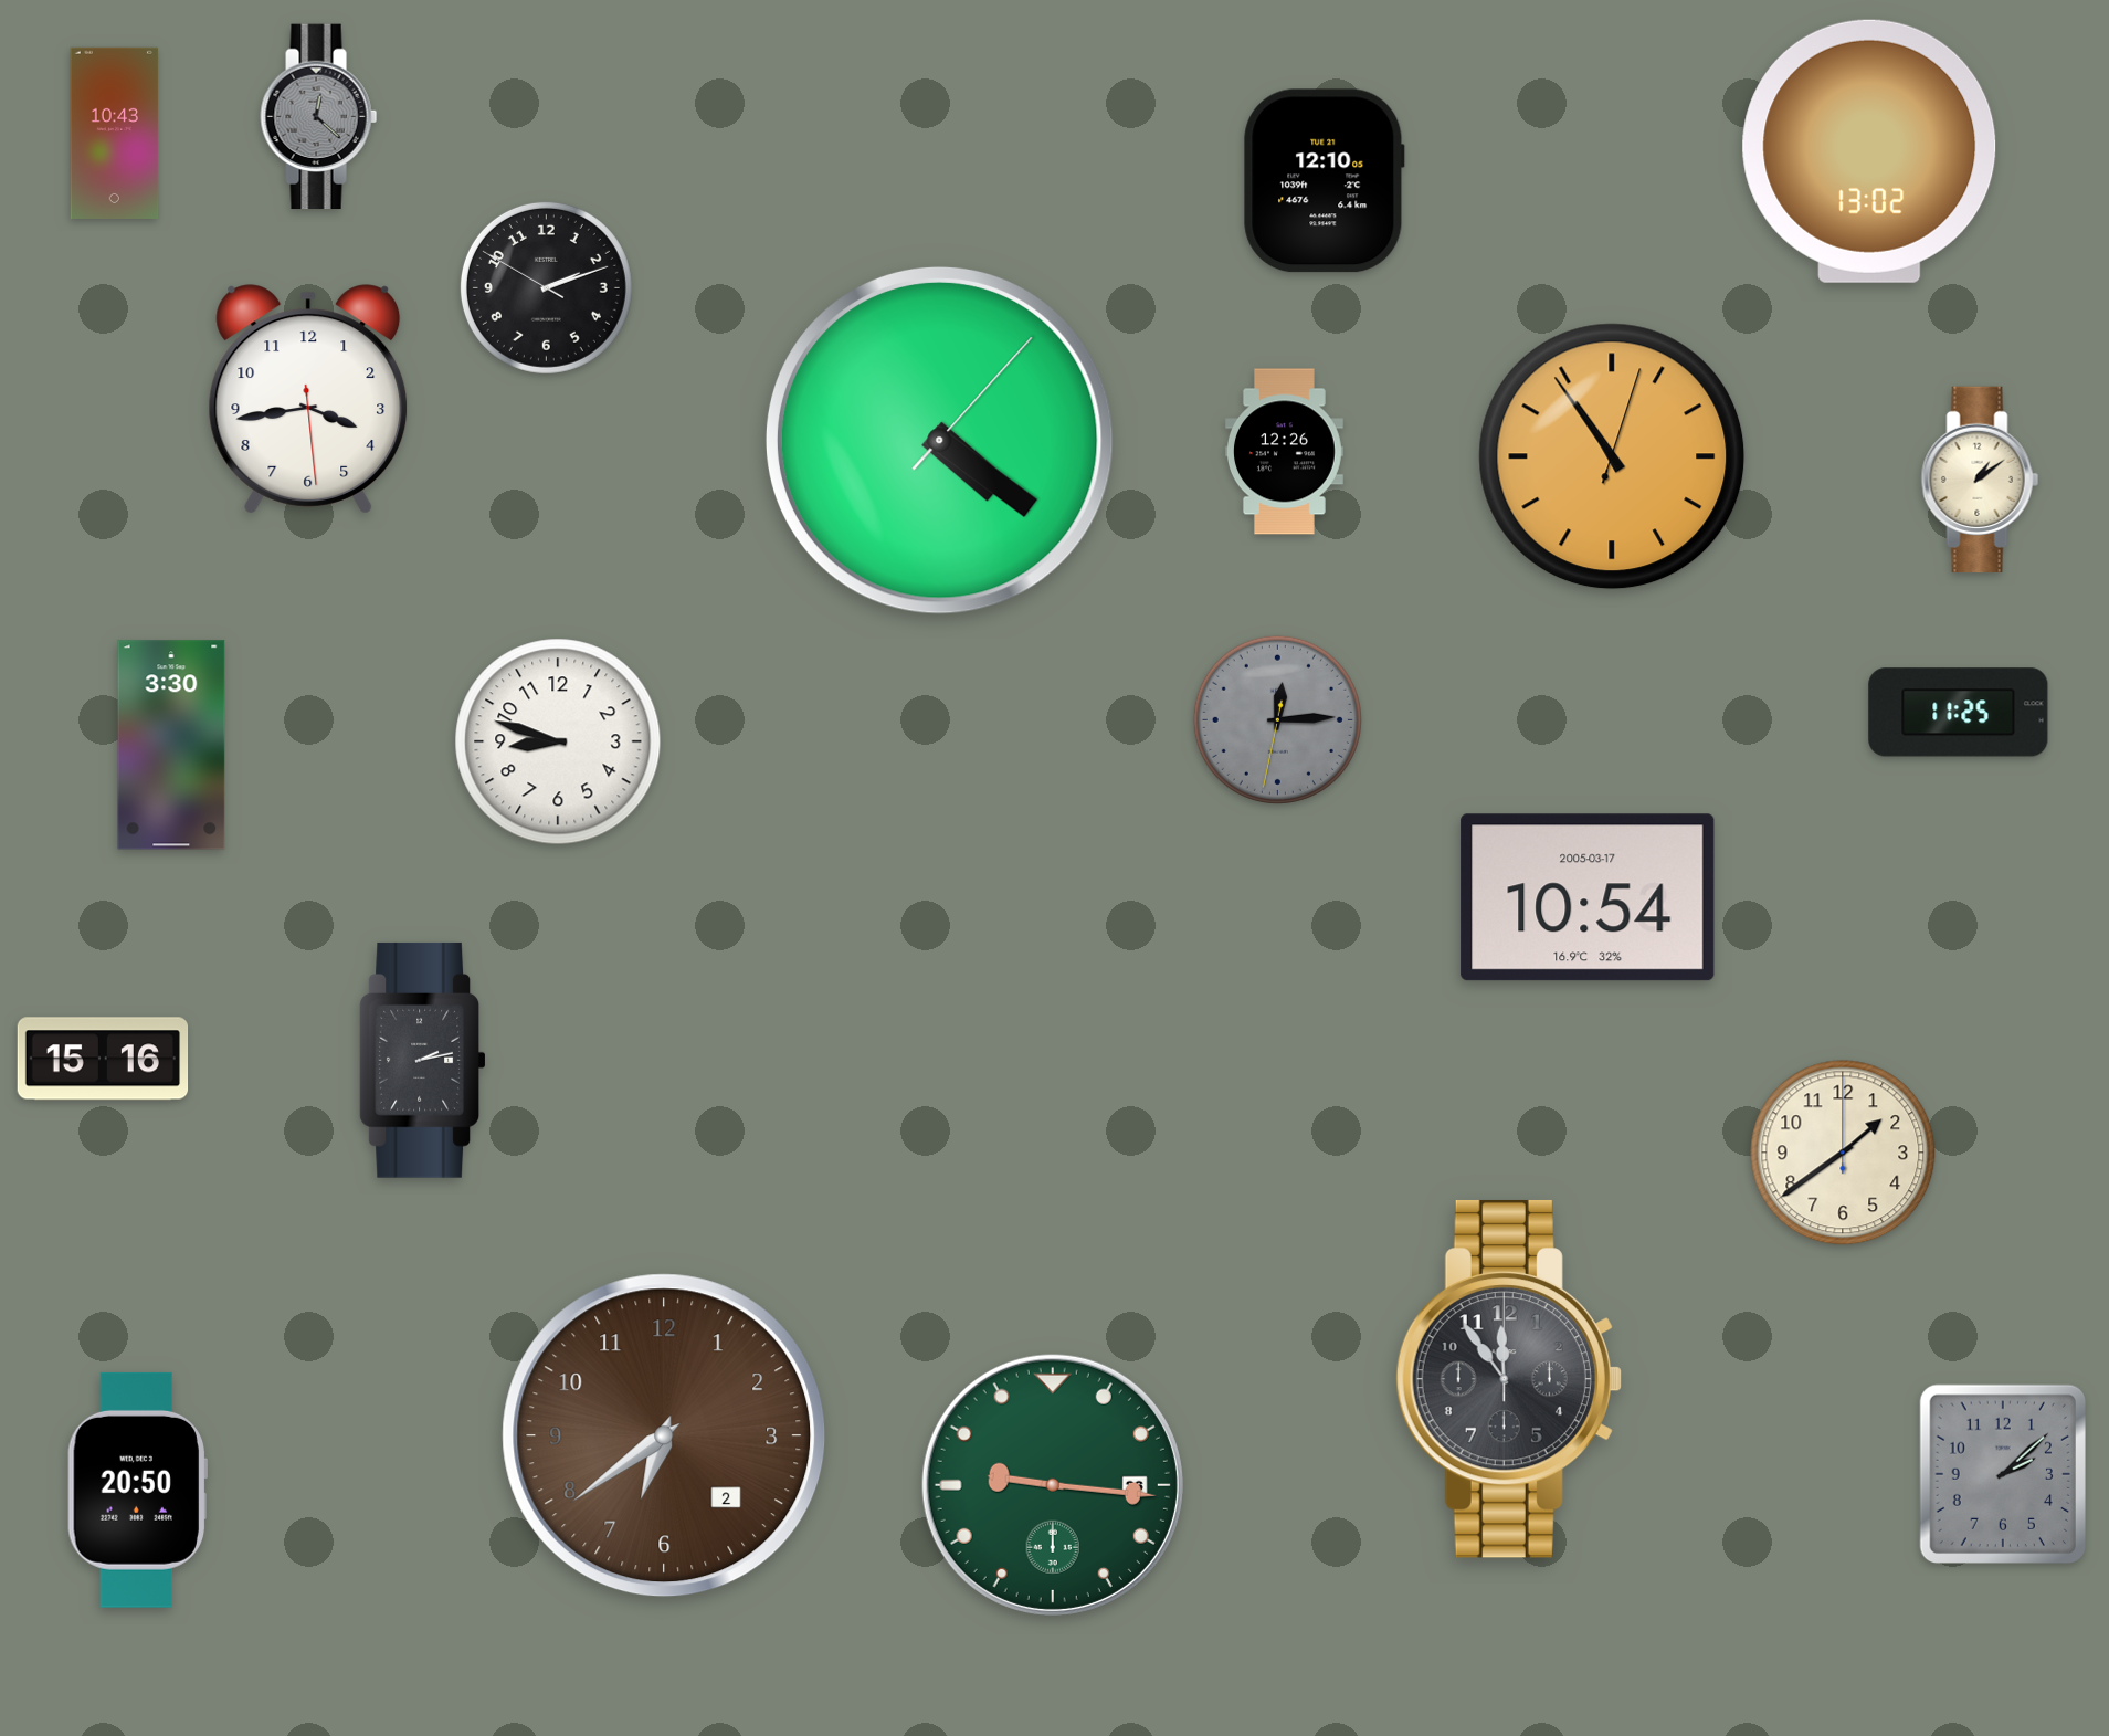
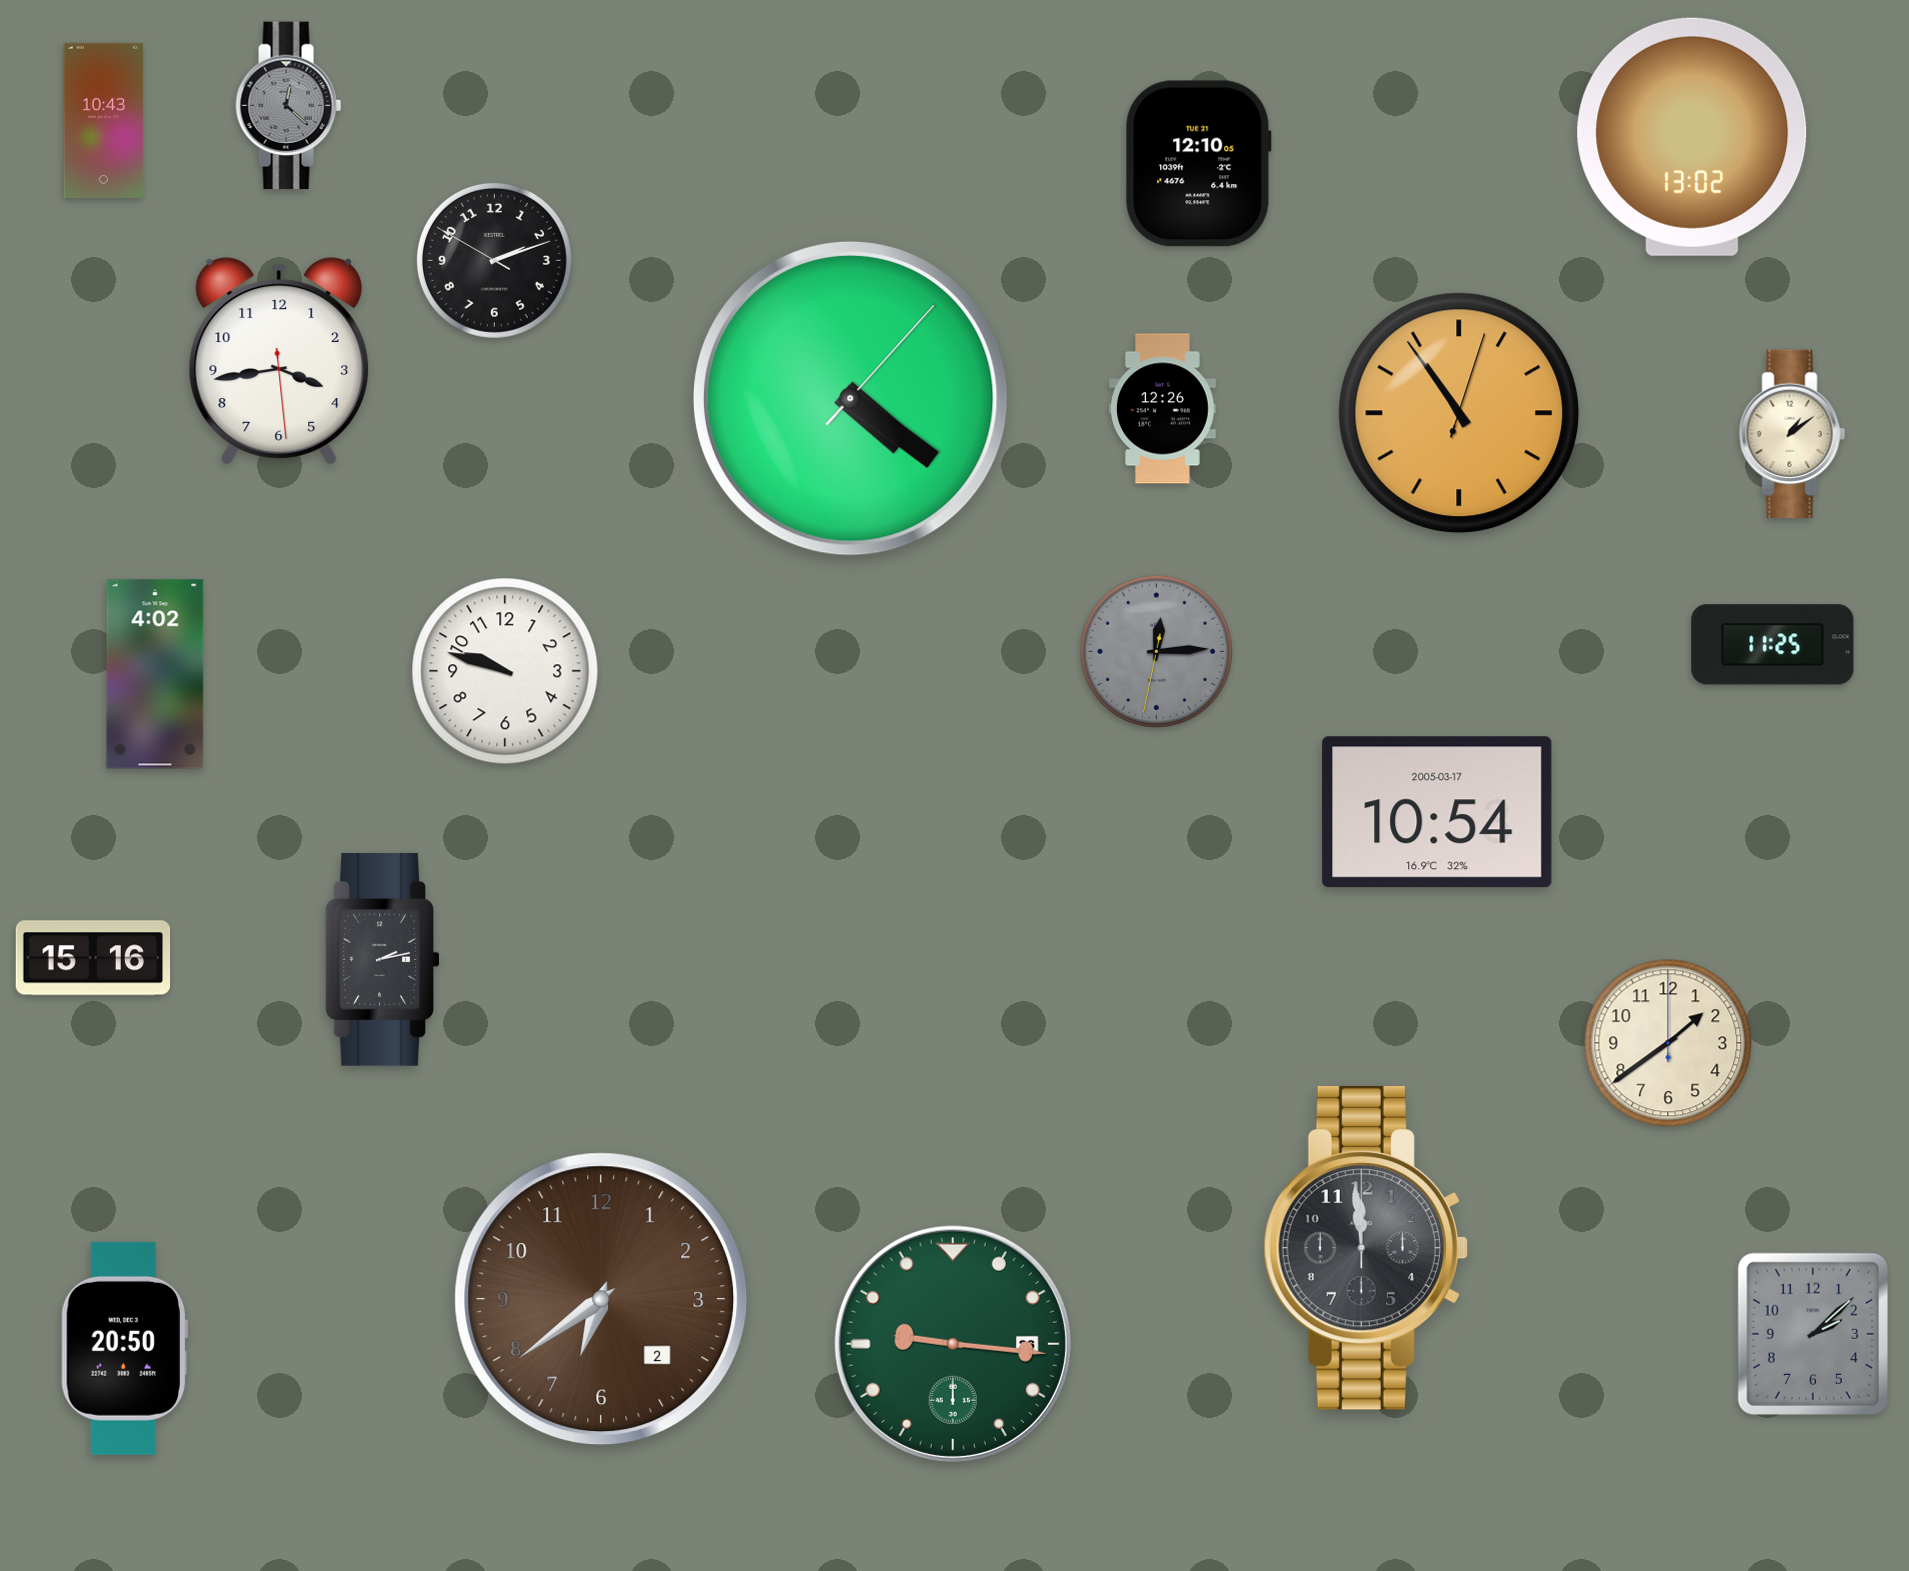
clock at (558, 741): 8:48 -> 9:48
clock at (171, 745): 3:30 -> 4:02
clock at (1509, 1379): 11:54 -> 11:59
